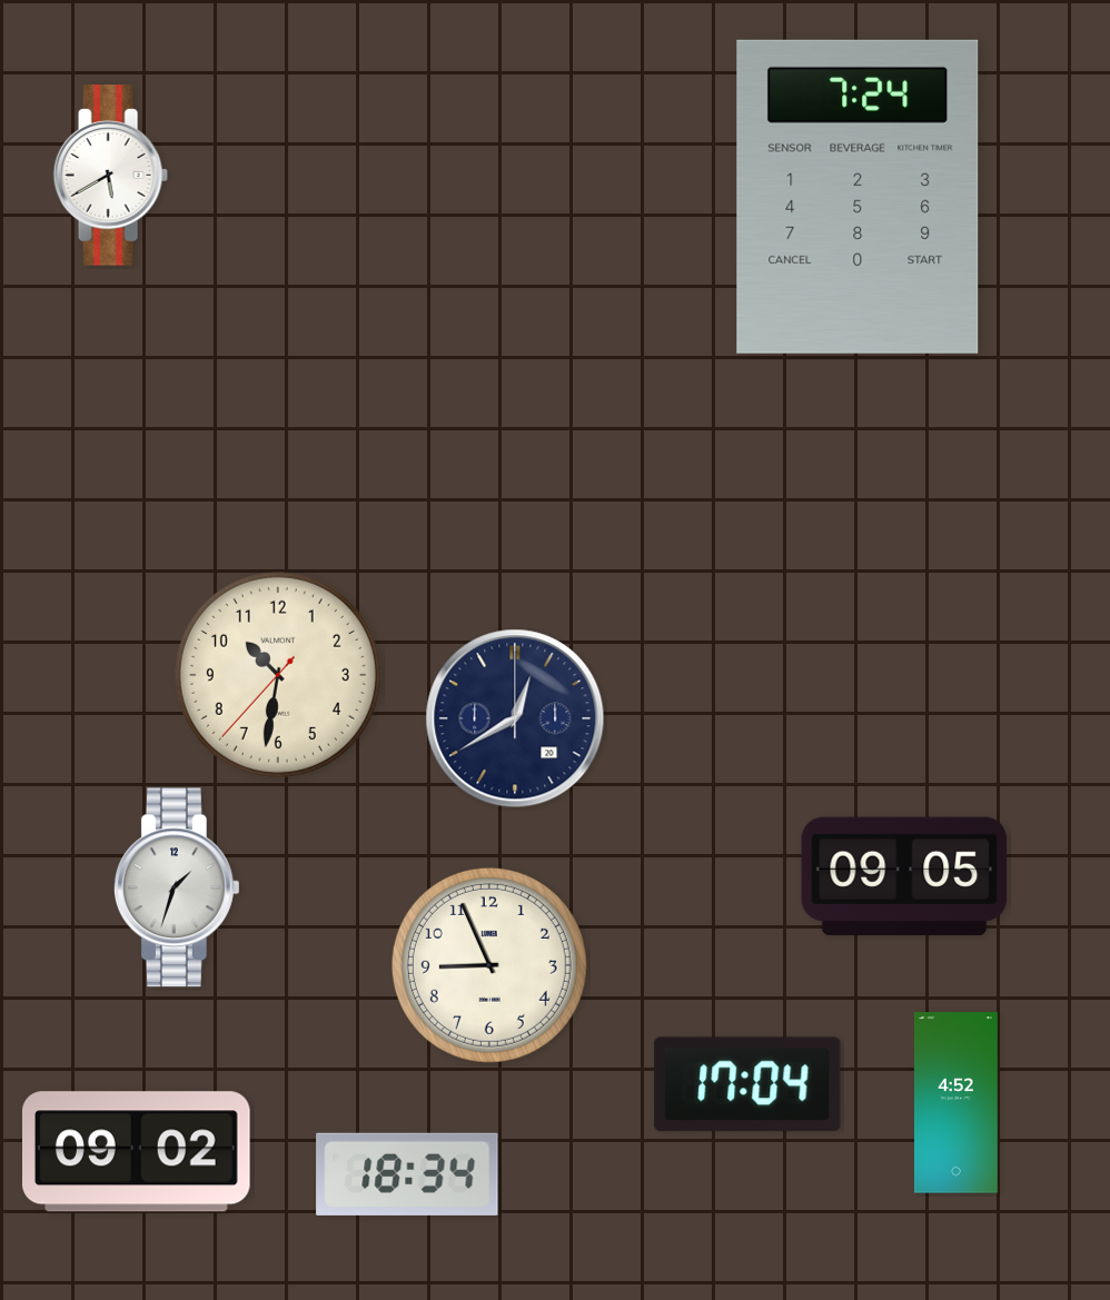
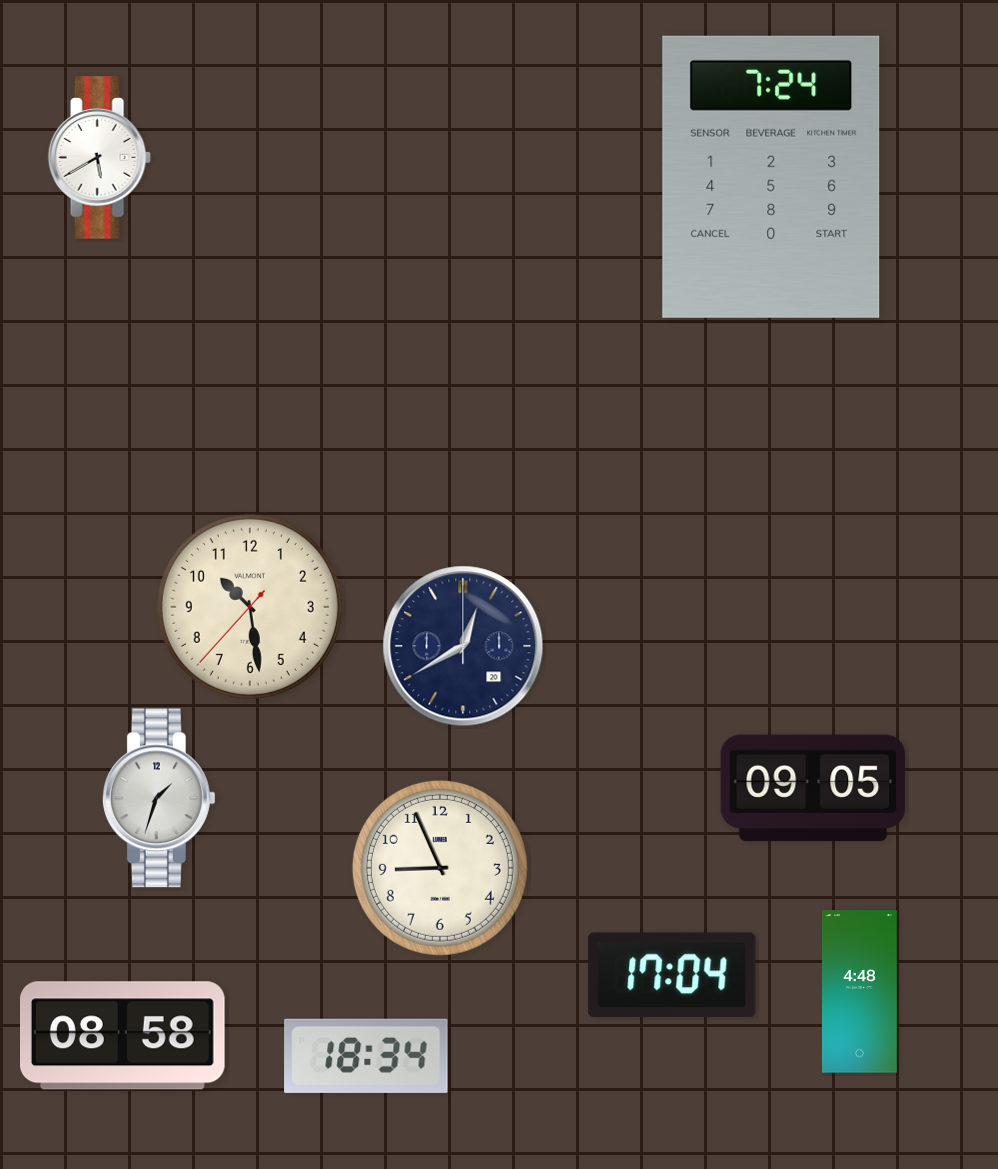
clock at (278, 675): 10:31 -> 10:28
clock at (957, 1103): 4:52 -> 4:48
clock at (137, 1152): 09:02 -> 08:58
